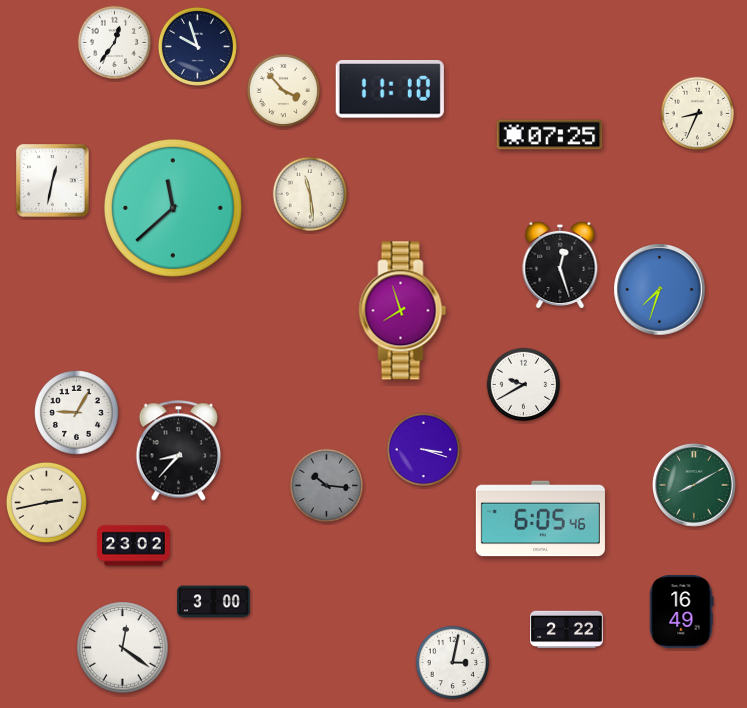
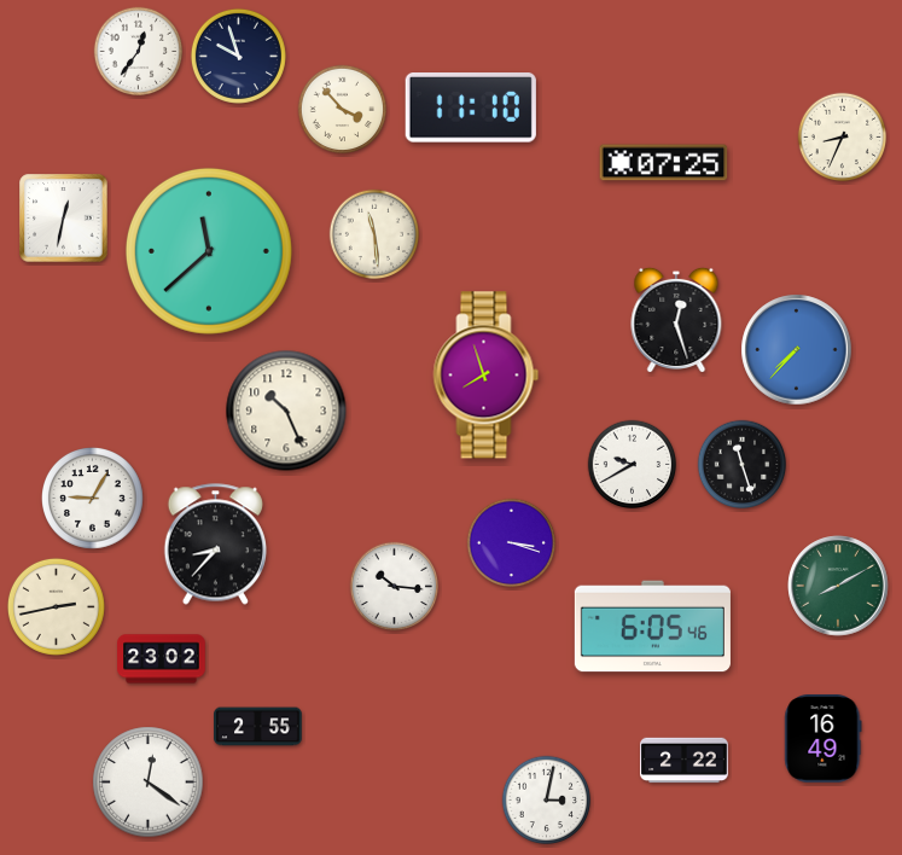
clock at (660, 290): 7:33 -> 7:37
clock at (286, 411): none -> 10:26
clock at (743, 465): none -> 11:27
clock at (327, 486) dial: grey -> white
clock at (214, 602): 3:00 -> 2:55
